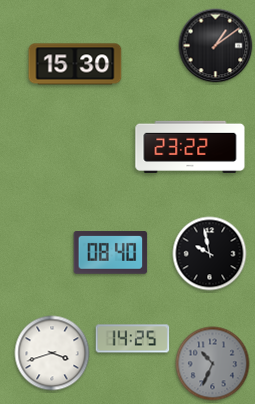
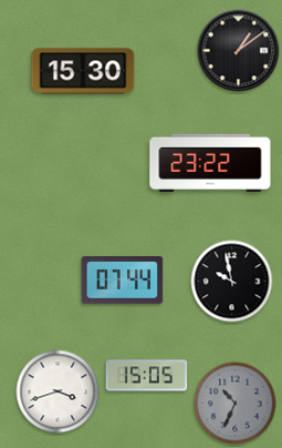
clock at (111, 253): 08:40 -> 07:44
clock at (133, 339): 14:25 -> 15:05
